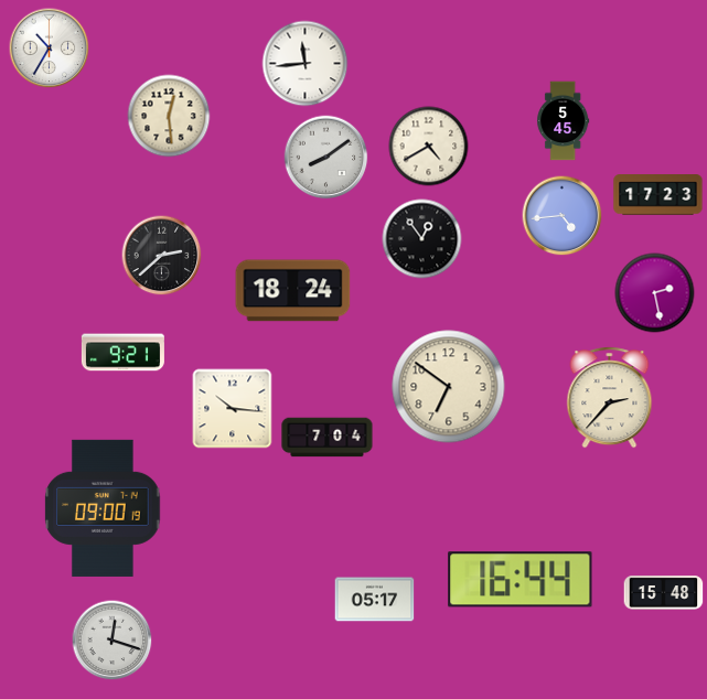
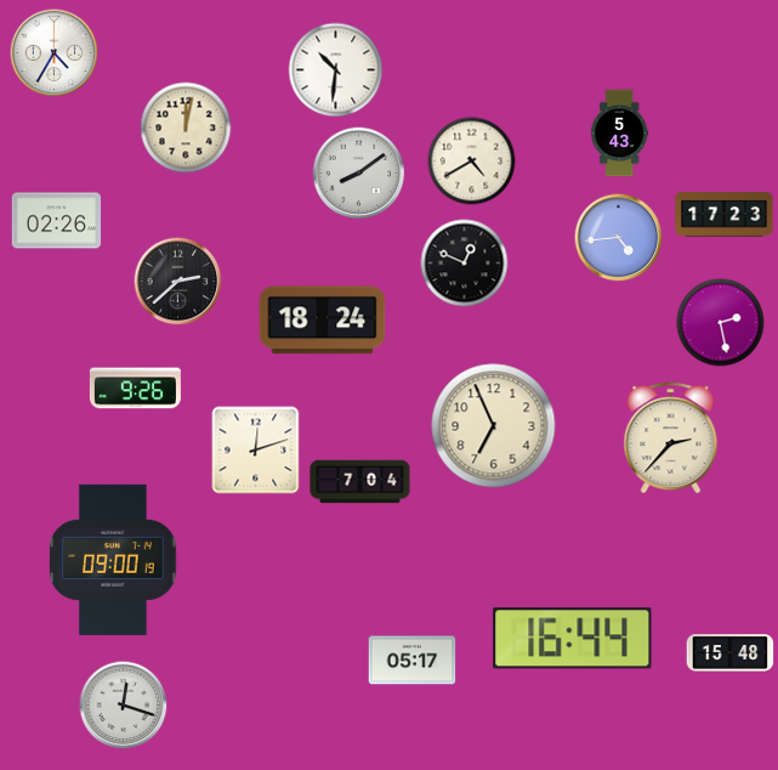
clock at (50, 49): 10:35 -> 4:35
clock at (306, 64): 11:44 -> 10:31
clock at (169, 116): 12:29 -> 12:02
clock at (564, 121): 5:45 -> 5:43
clock at (57, 221): none -> 02:26
clock at (422, 239): 12:54 -> 12:49
clock at (122, 353): 9:21 -> 9:26
clock at (449, 387): 6:51 -> 6:56
clock at (233, 409): 10:16 -> 12:12
